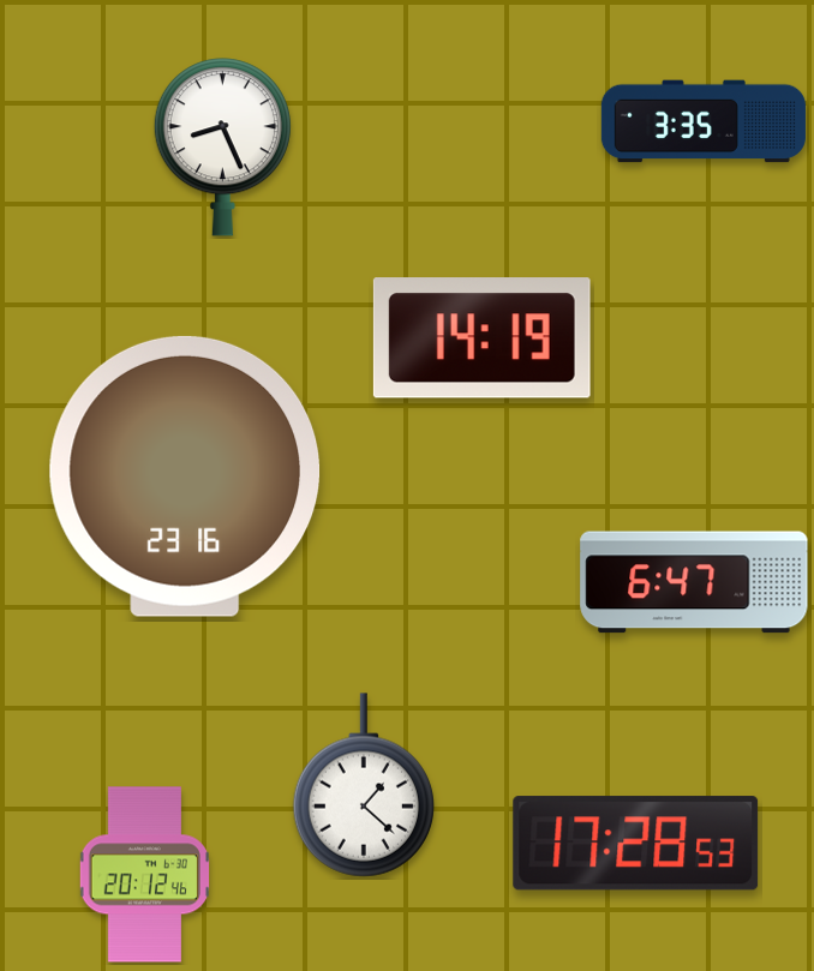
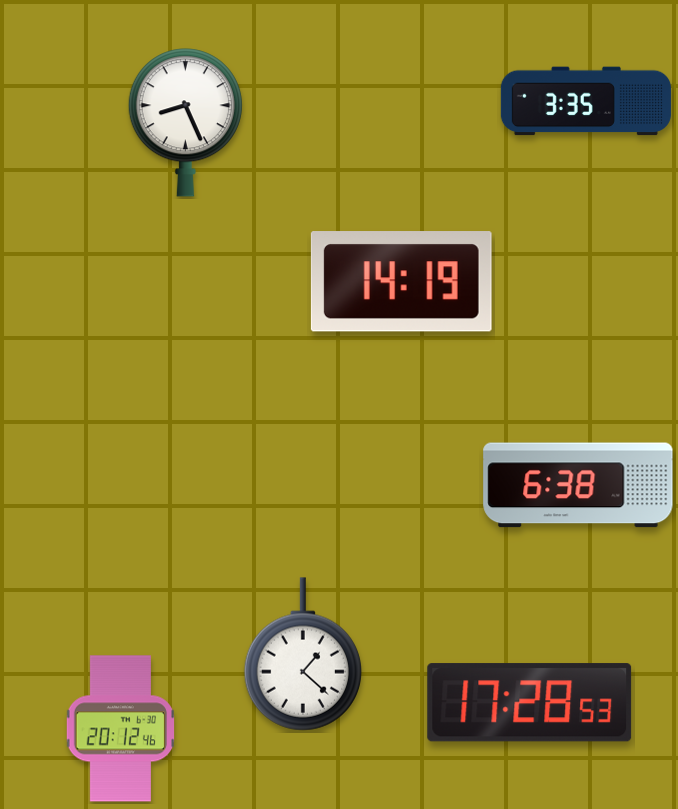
clock at (185, 476): 23:16 -> none
clock at (694, 582): 6:47 -> 6:38
